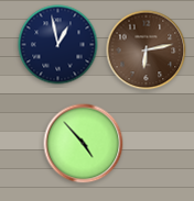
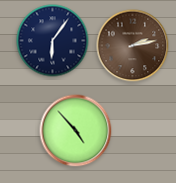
clock at (58, 45): 12:58 -> 6:06
clock at (147, 51): 6:13 -> 2:13
